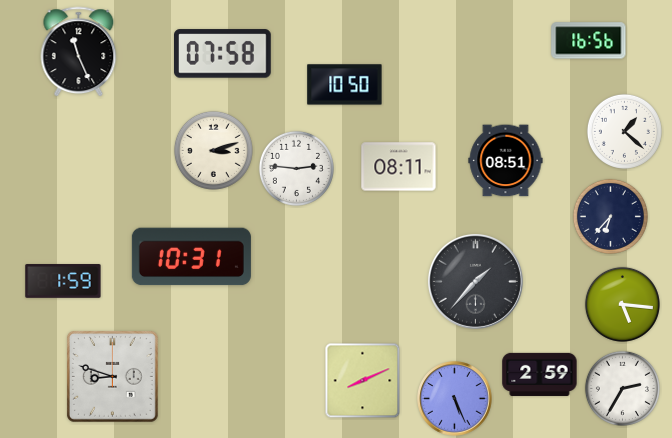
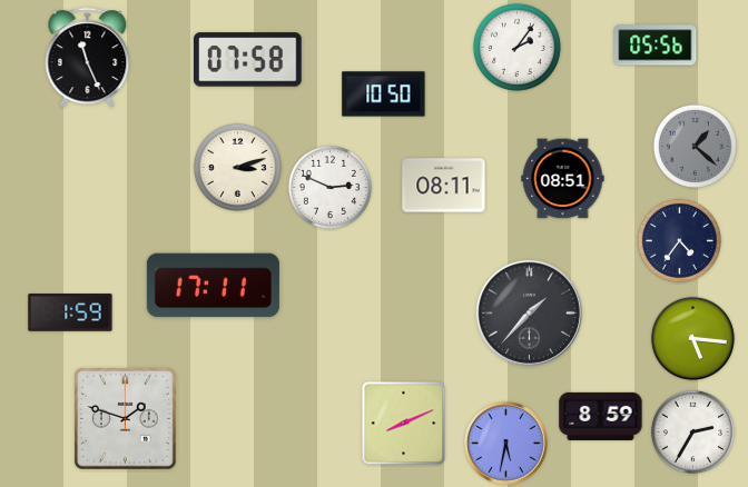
clock at (589, 41): 16:56 -> 05:56
clock at (516, 47): none -> 2:06
clock at (624, 131) dial: white -> grey
clock at (296, 168): 2:46 -> 2:49
clock at (610, 216): 6:37 -> 4:36
clock at (191, 257): 10:31 -> 17:11
clock at (540, 374): 2:59 -> 8:59
clock at (112, 376): 8:48 -> 1:48
clock at (455, 399): 5:26 -> 5:32
